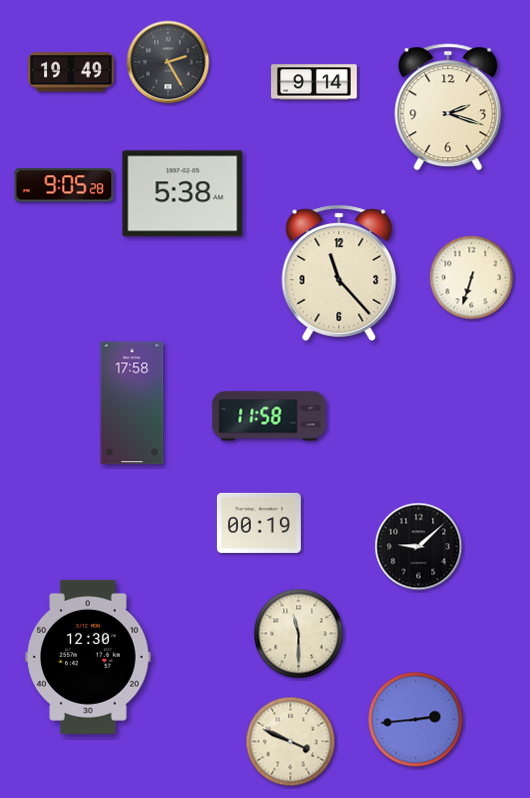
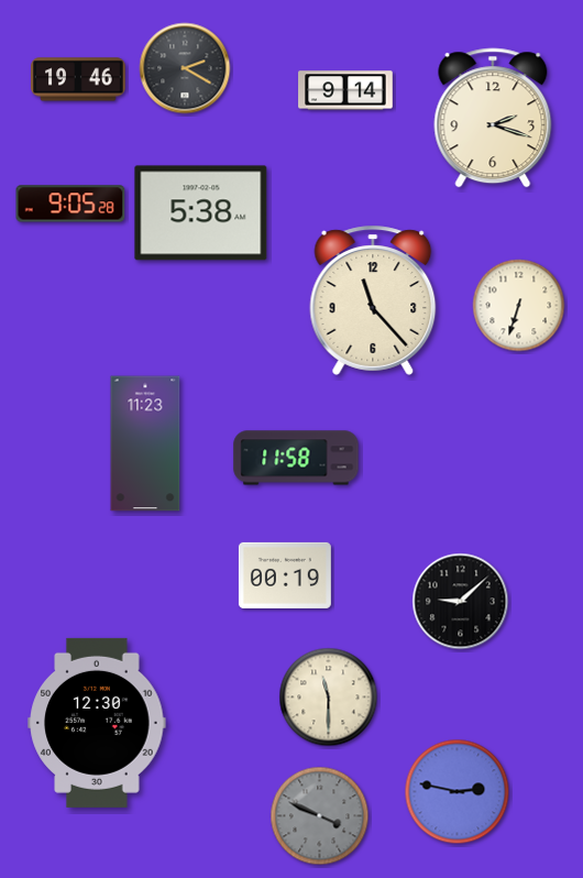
clock at (168, 62): 2:25 -> 2:20
clock at (71, 72): 19:49 -> 19:46
clock at (132, 403): 17:58 -> 11:23
clock at (416, 720): 2:44 -> 2:47
clock at (291, 742) dial: cream -> grey
